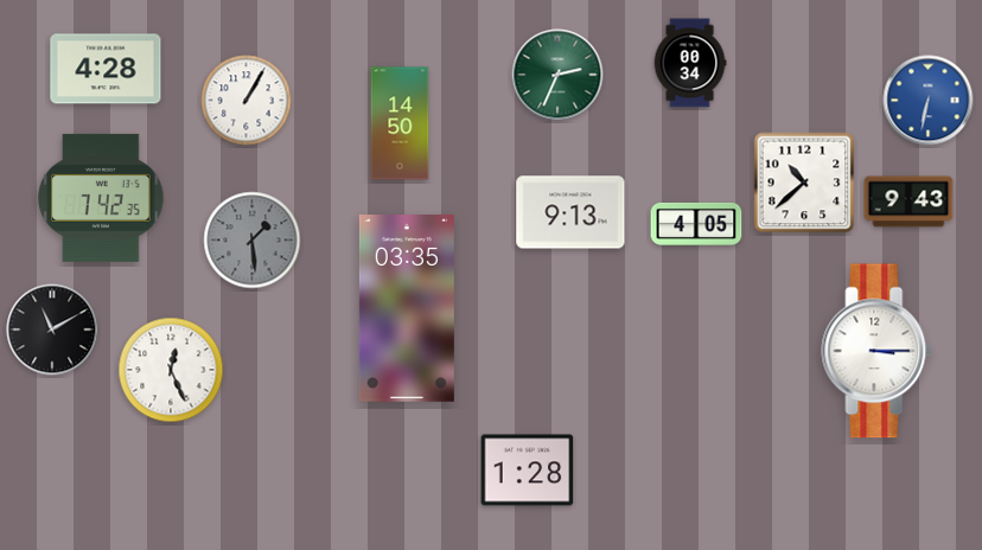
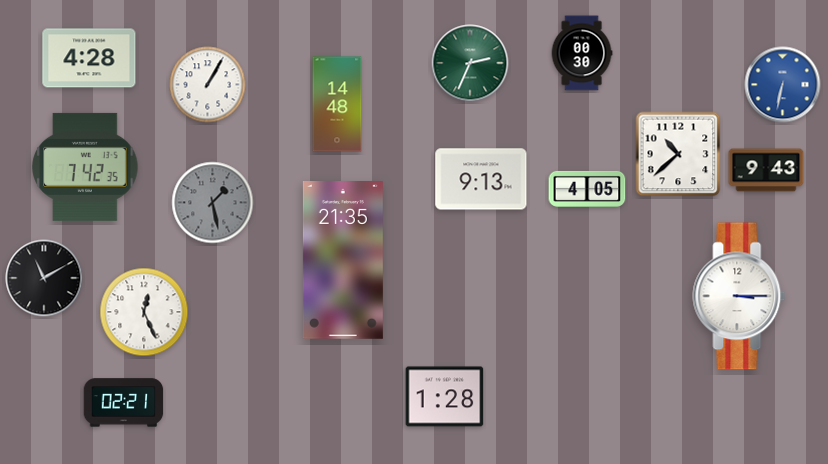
clock at (690, 63): 00:34 -> 00:30
clock at (400, 123): 14:50 -> 14:48
clock at (253, 241): 1:29 -> 1:28
clock at (407, 309): 03:35 -> 21:35
clock at (124, 403): none -> 02:21
